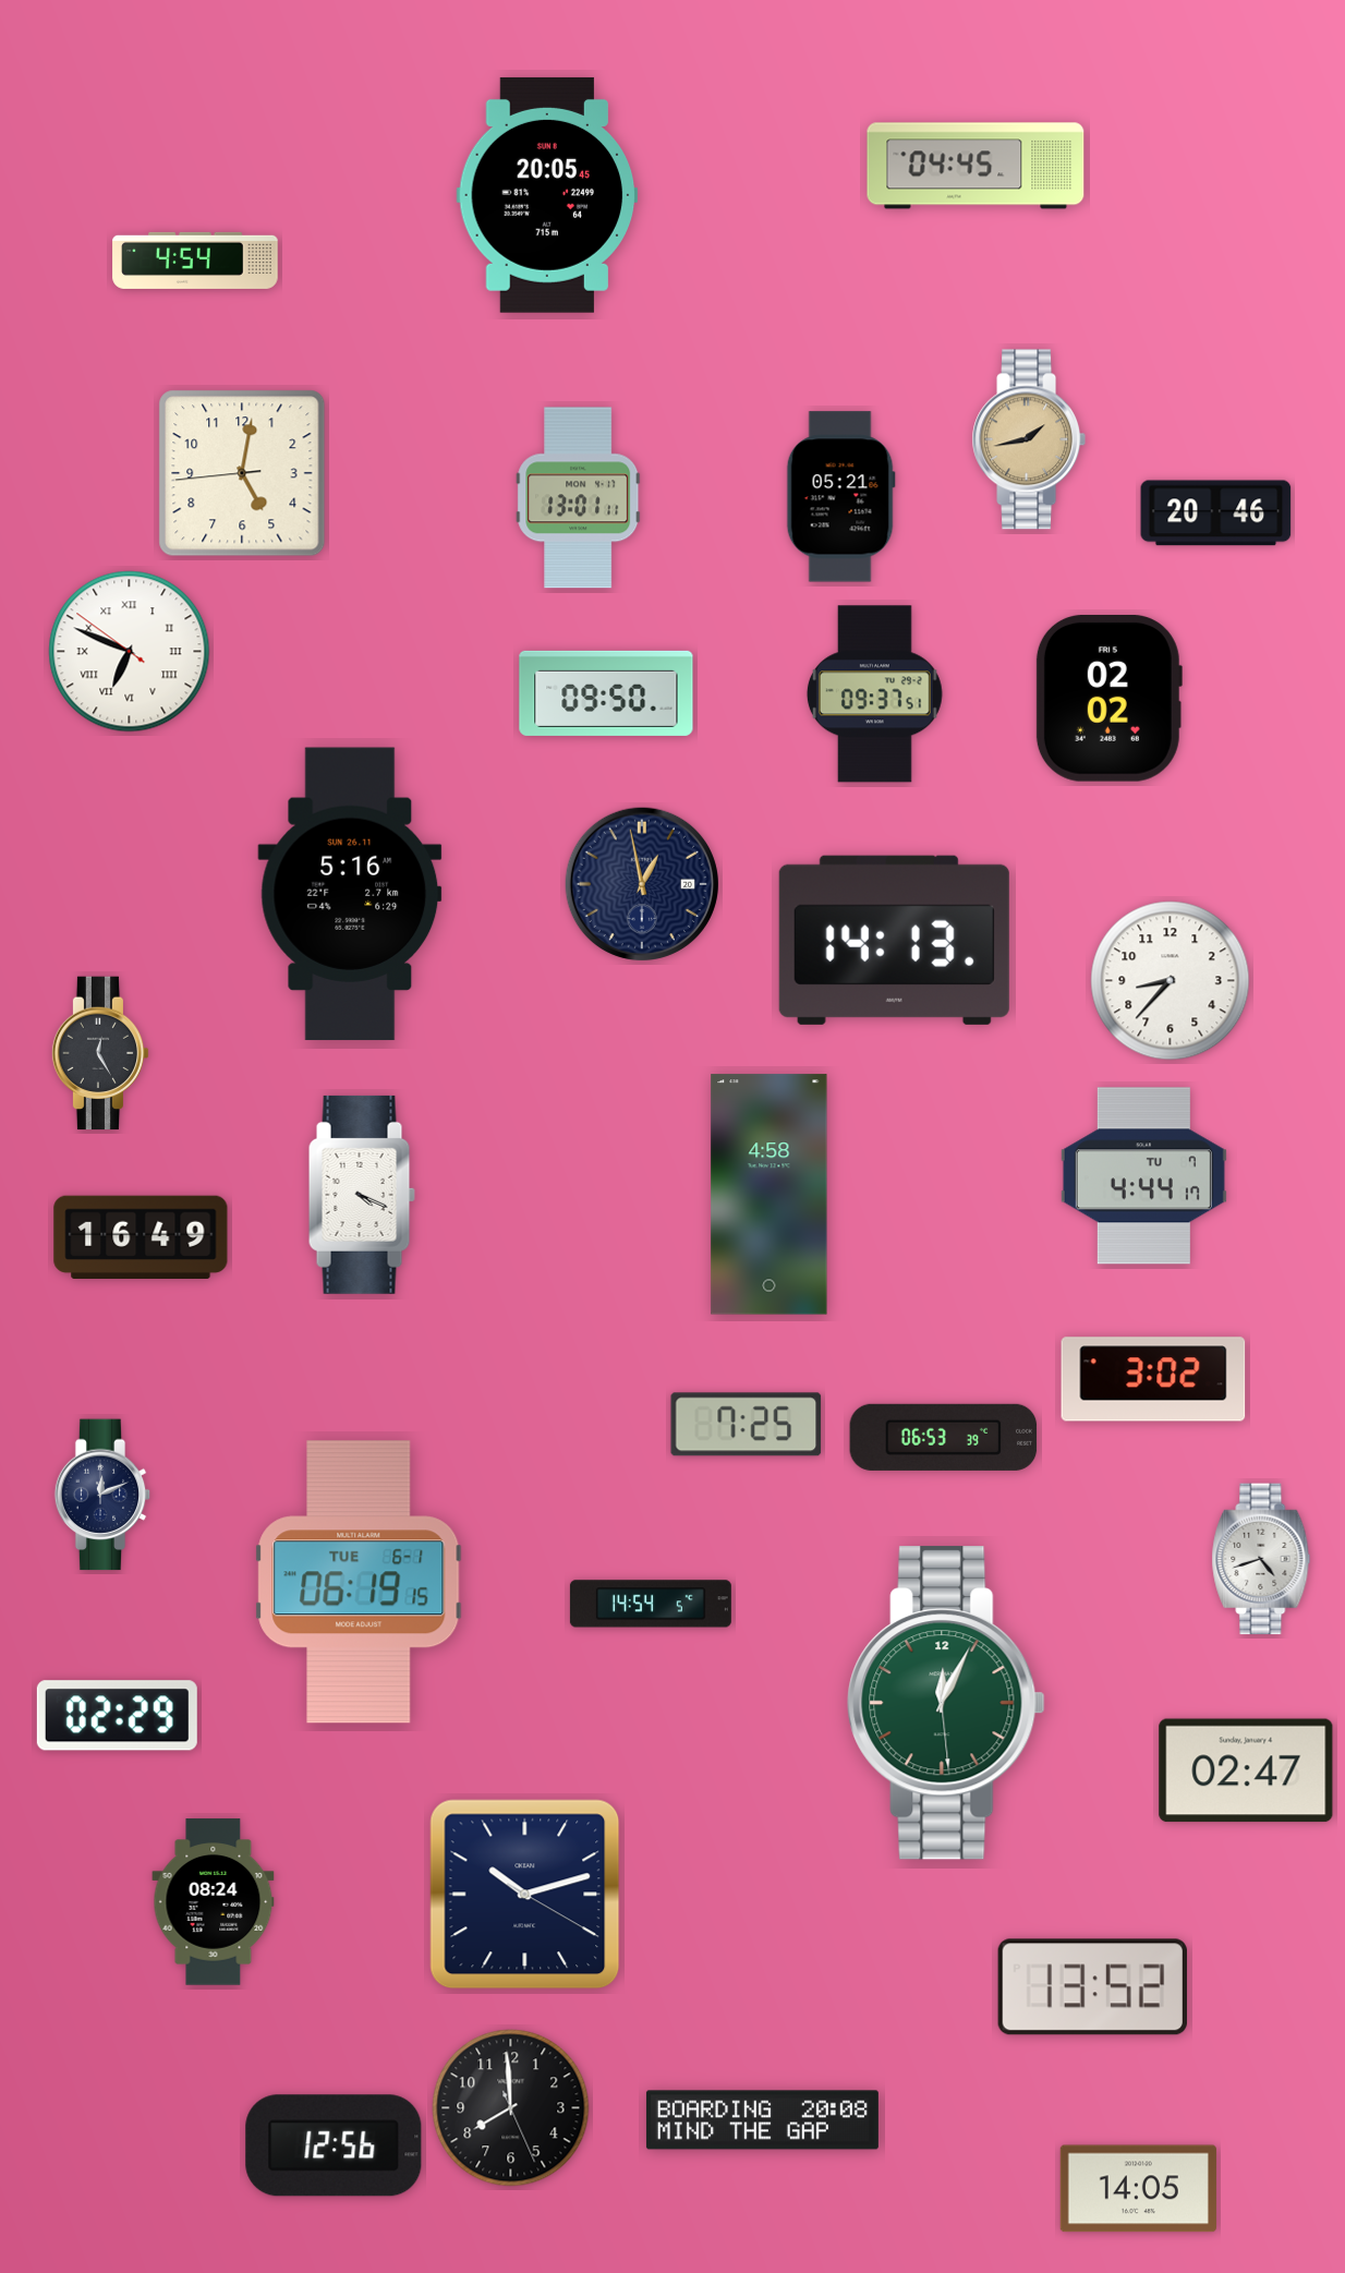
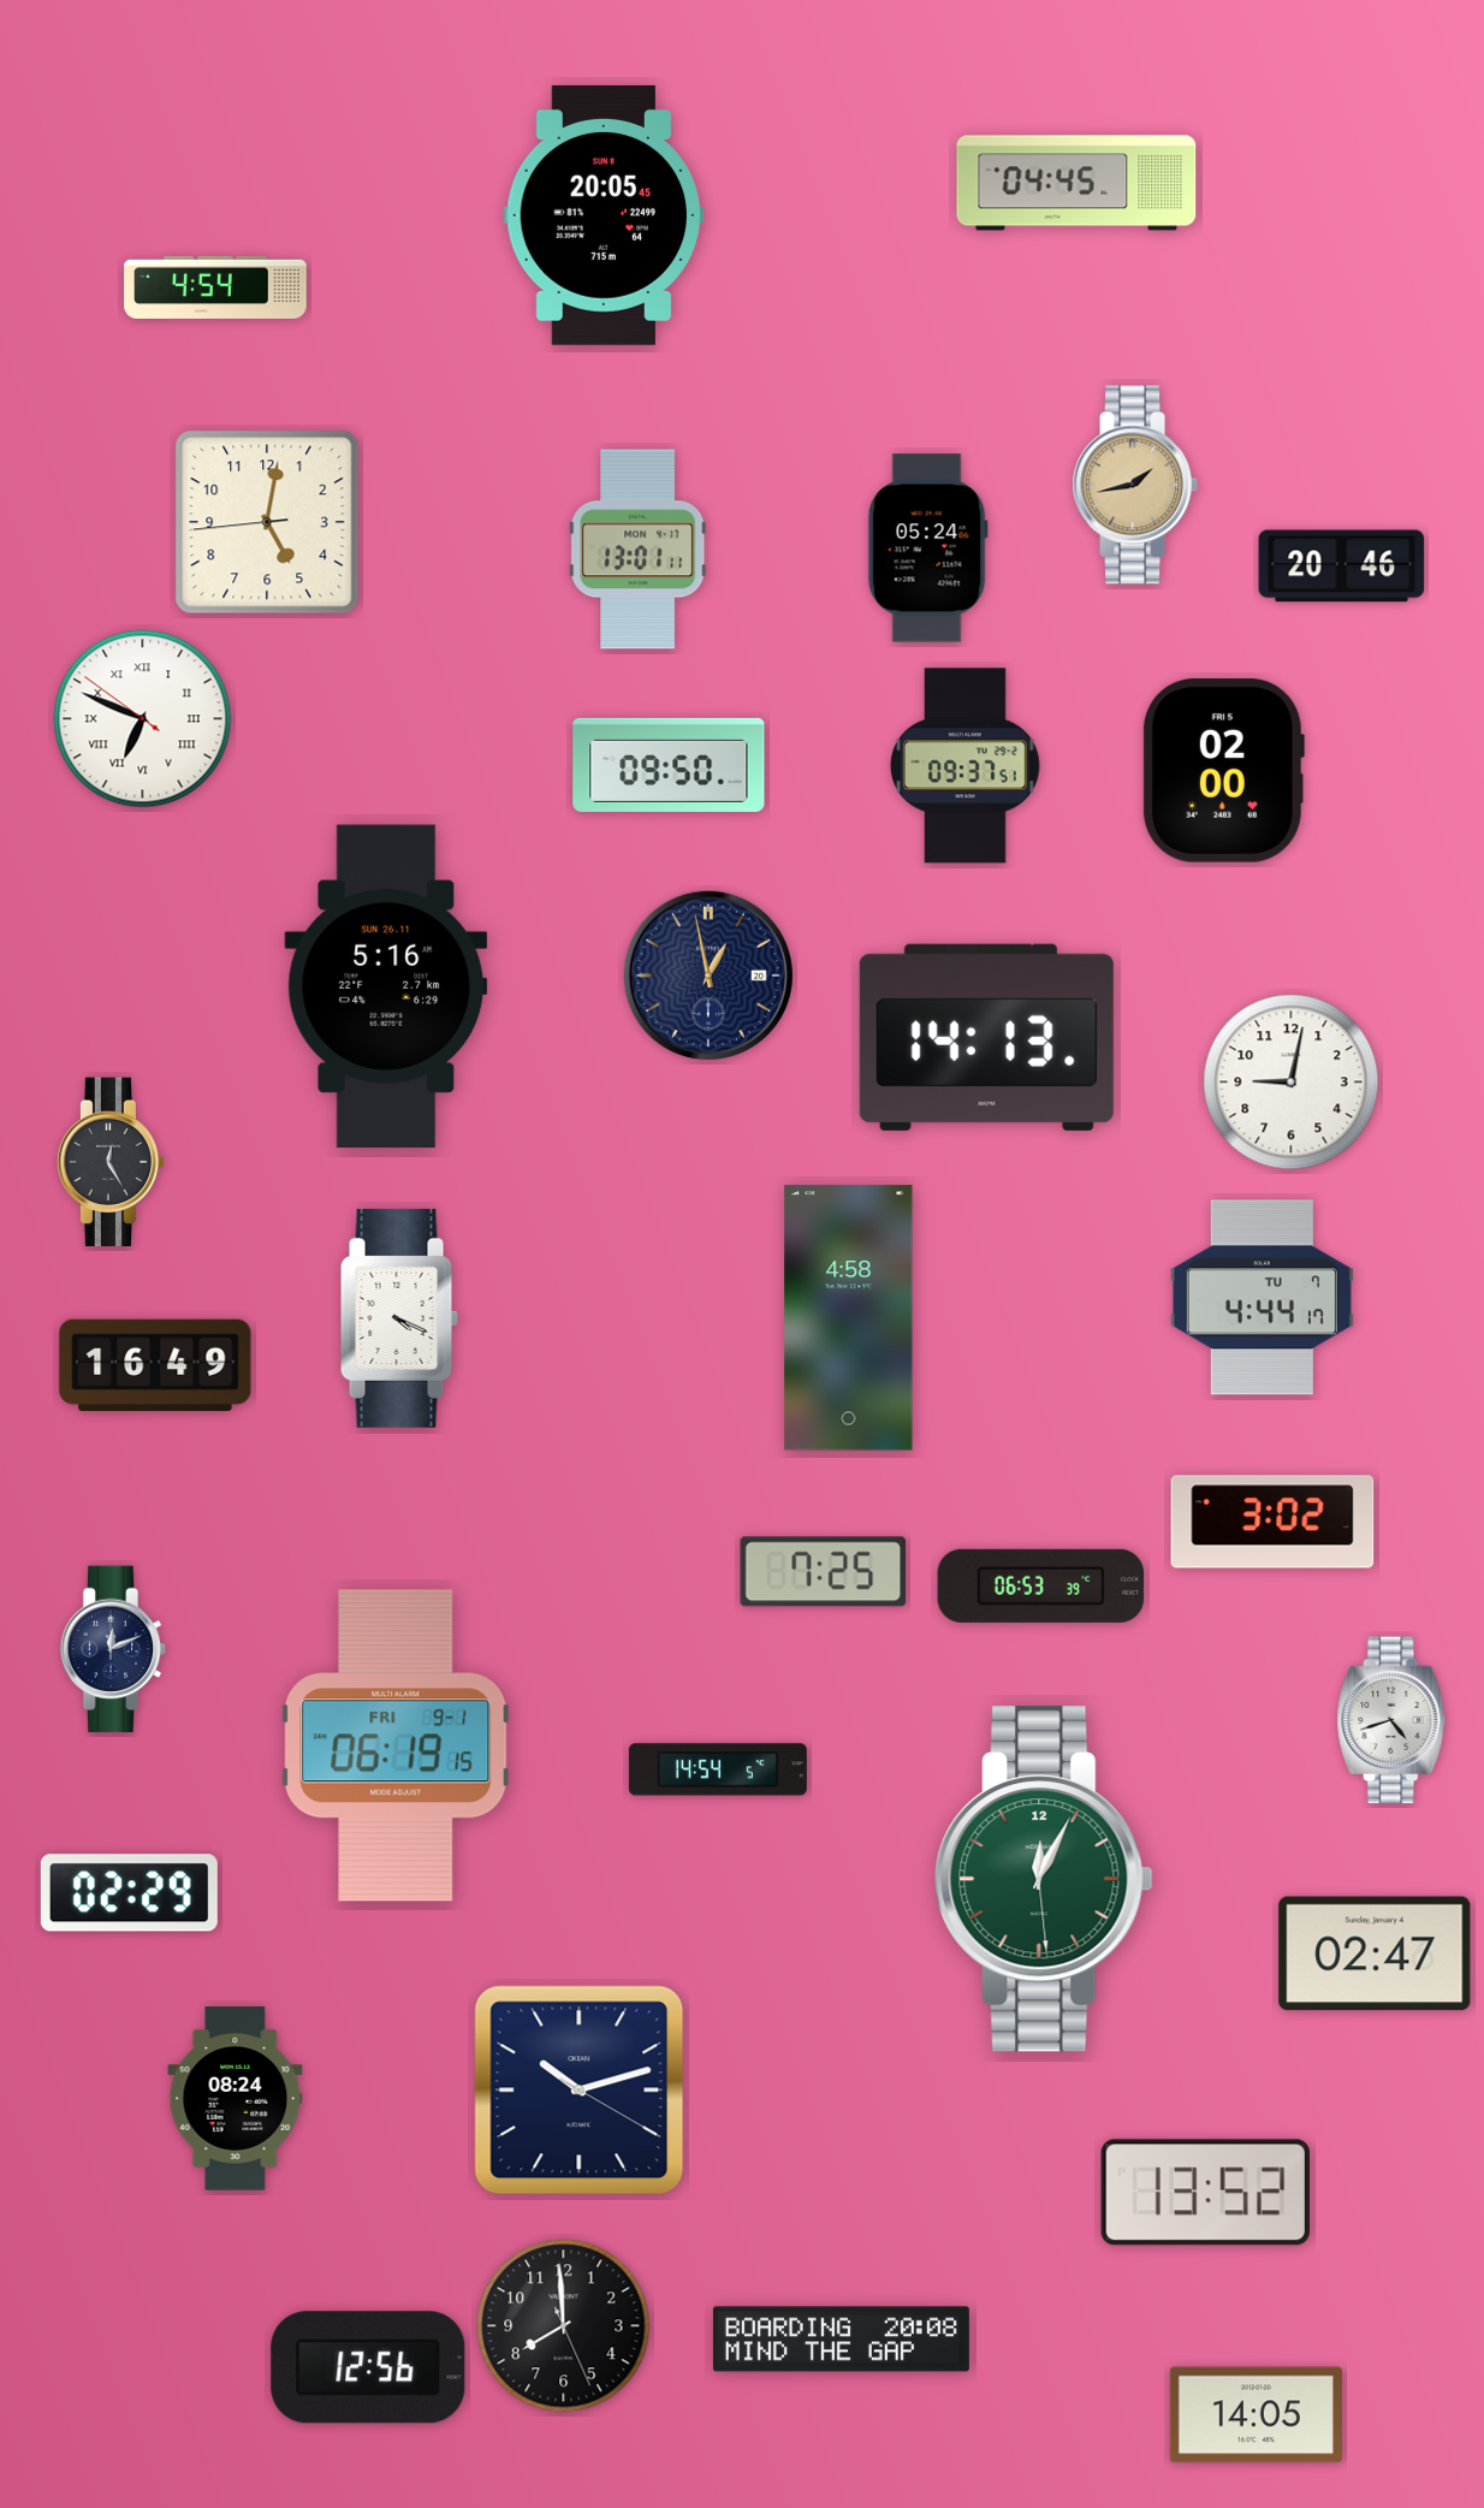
clock at (840, 497): 05:21 -> 05:24
clock at (1108, 699): 02:02 -> 02:00
clock at (1171, 981): 8:37 -> 9:02
clock at (359, 1582) date: TUE 6-1 -> FRI 9-1
